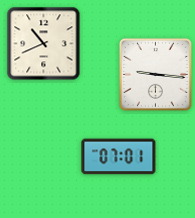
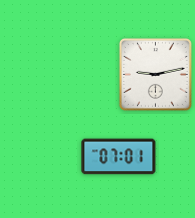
clock at (44, 44): 10:41 -> none
clock at (155, 74): 9:16 -> 9:13
